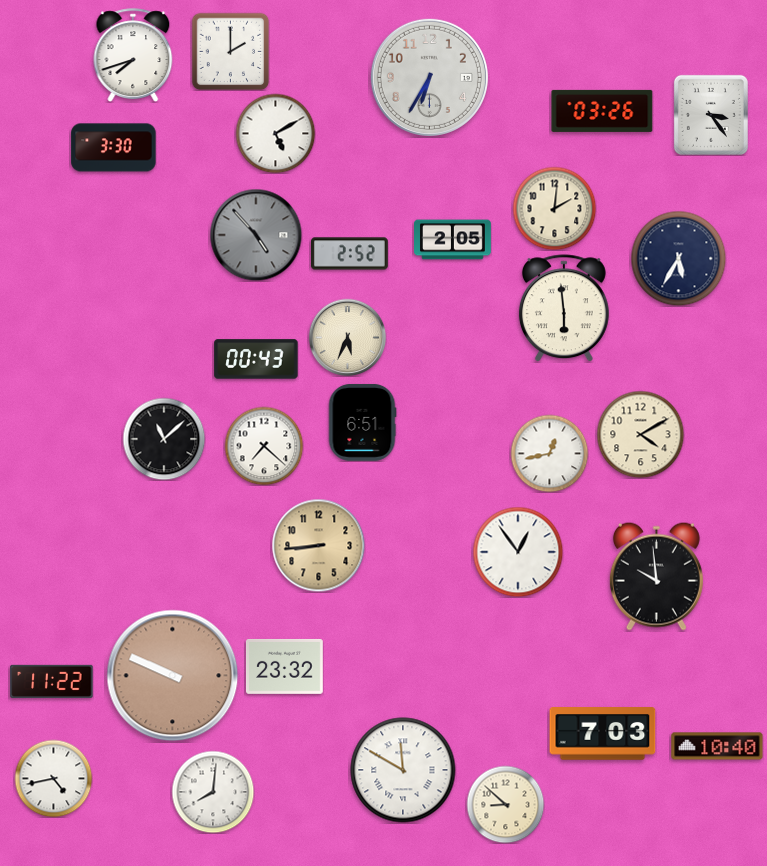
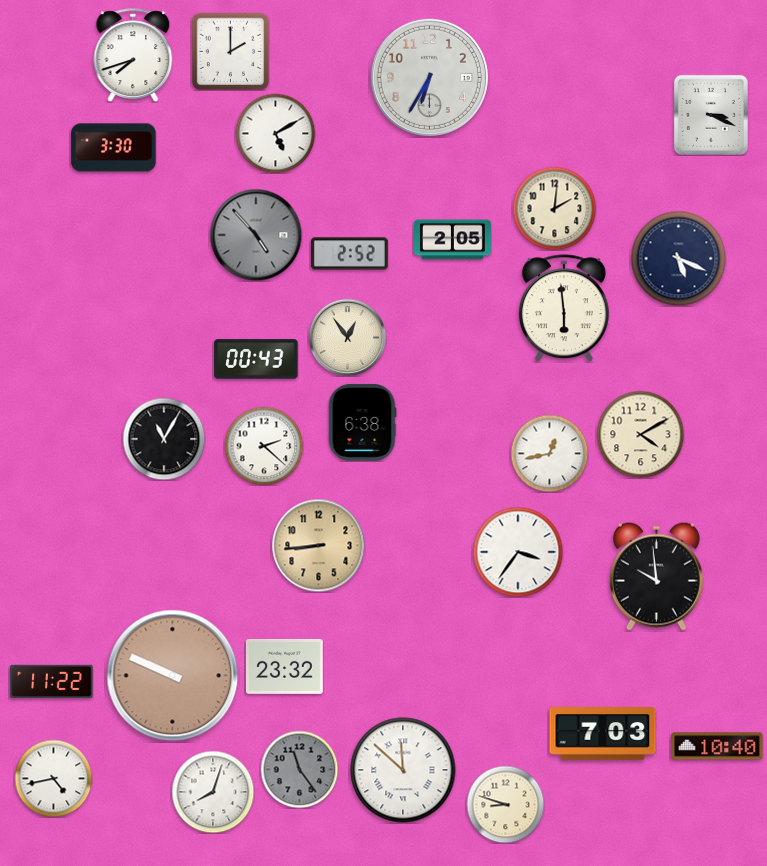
clock at (602, 111): 03:26 -> none
clock at (711, 115): 3:24 -> 3:19
clock at (678, 258): 5:35 -> 5:19
clock at (347, 337): 5:34 -> 12:54
clock at (362, 423): 6:51 -> 6:38
clock at (164, 439): 11:08 -> 11:05
clock at (264, 446): 7:22 -> 2:22
clock at (518, 552): 12:54 -> 3:36
clock at (299, 769): none -> 11:24
clock at (403, 770): 11:50 -> 11:52
clock at (213, 792): 8:01 -> 8:03
clock at (505, 804): 8:52 -> 8:48
